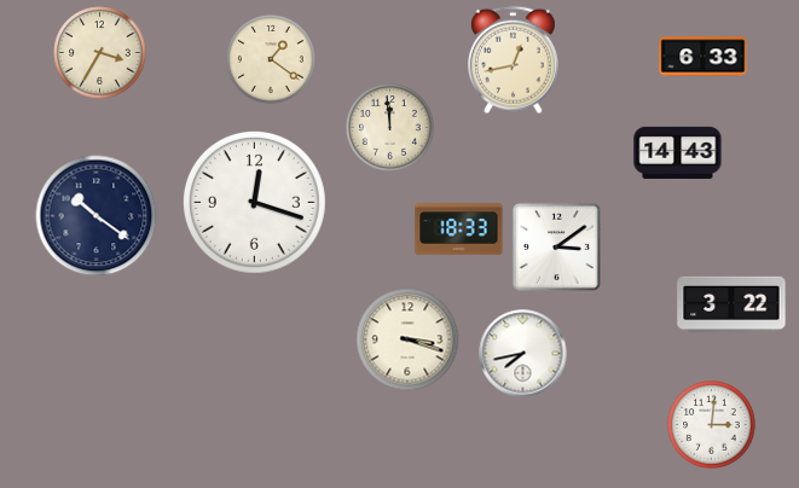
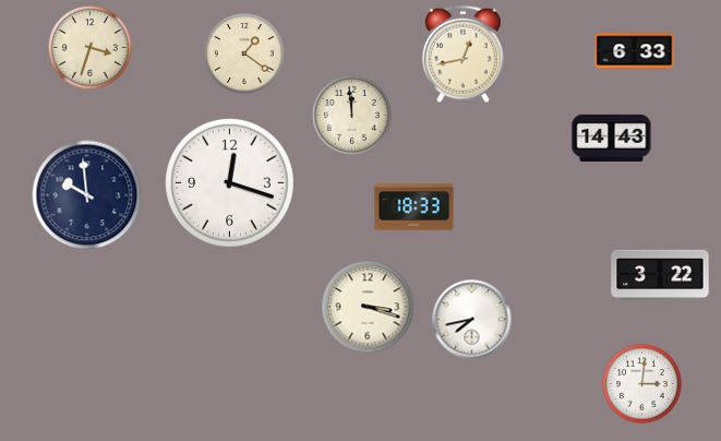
clock at (100, 53): 3:35 -> 3:33
clock at (97, 216): 10:21 -> 9:59
clock at (556, 246): 3:09 -> none
